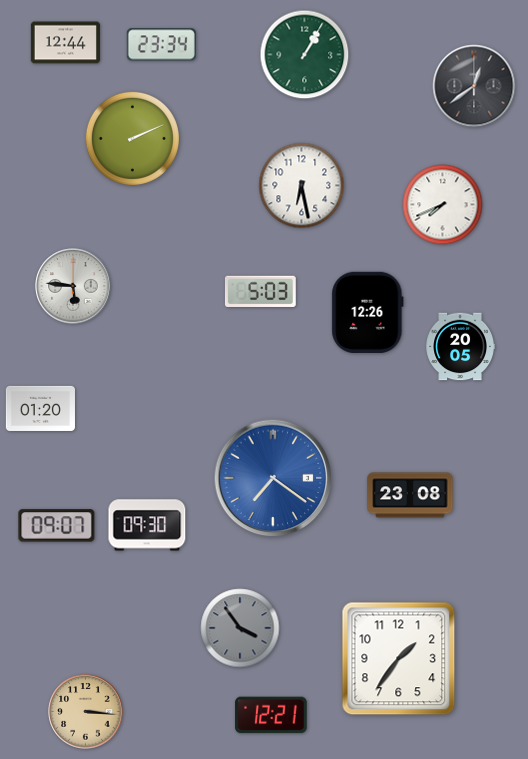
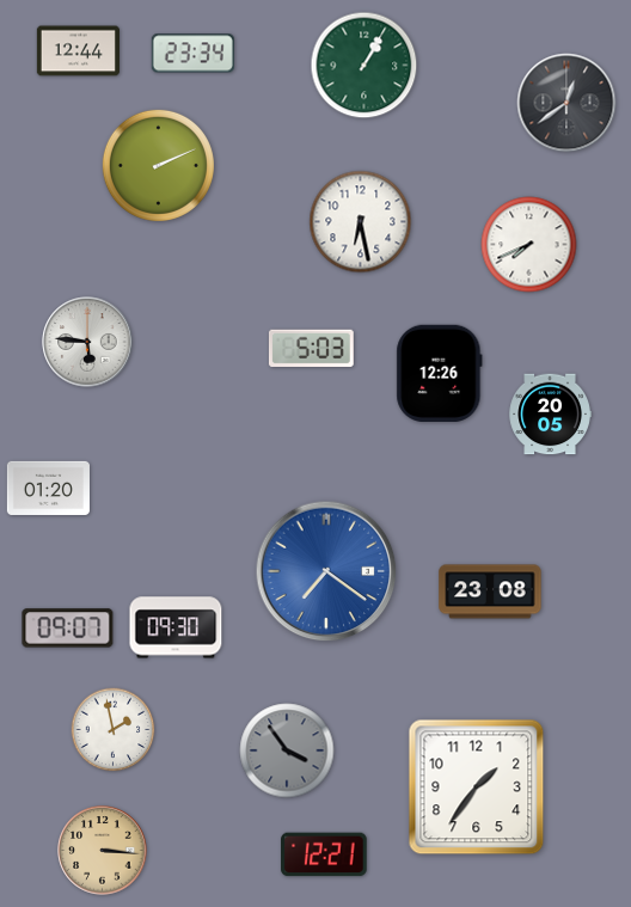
clock at (114, 730): none -> 1:58
